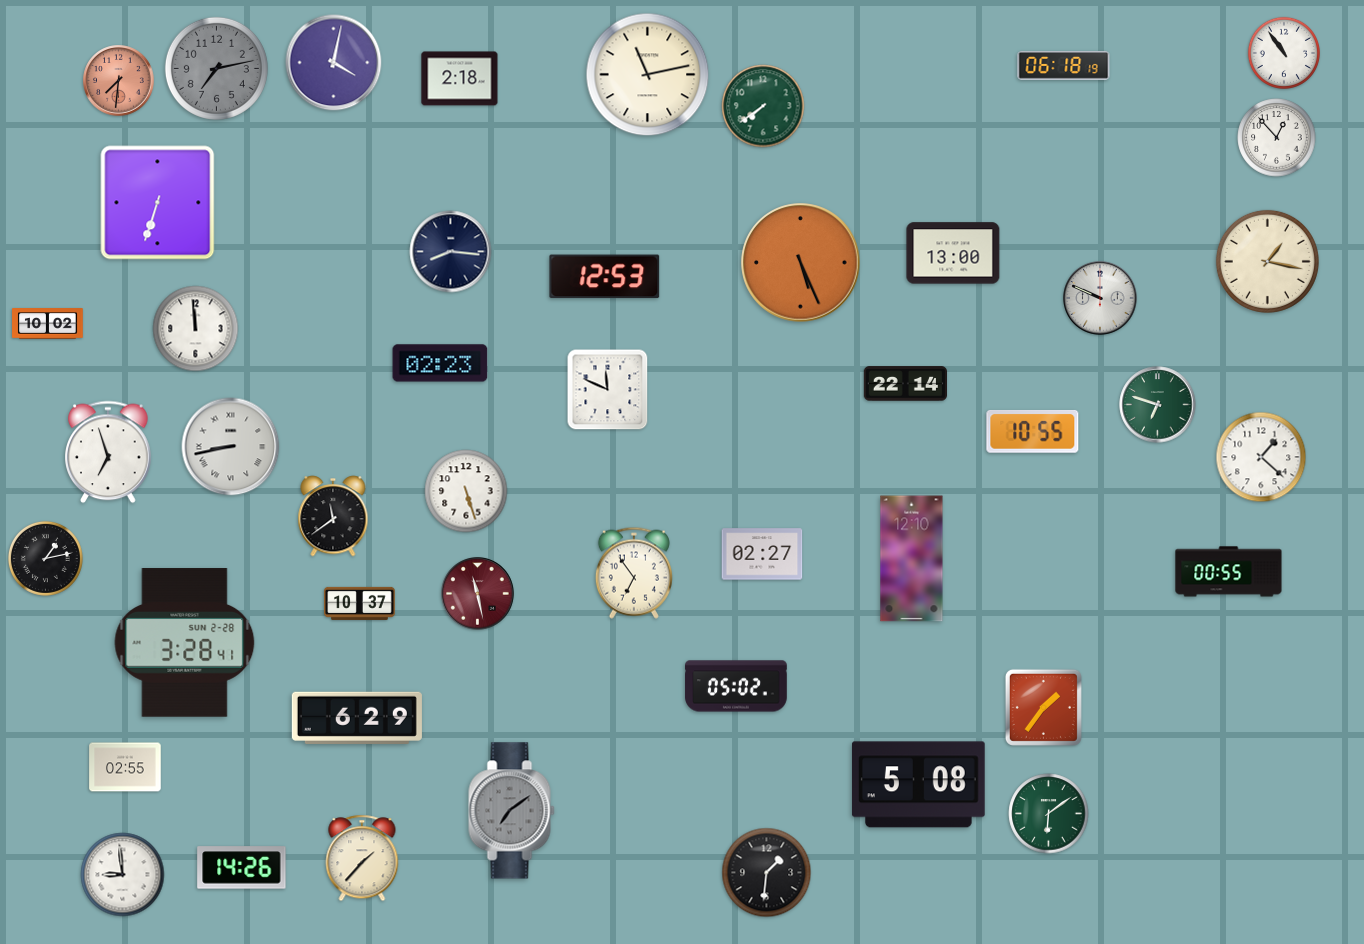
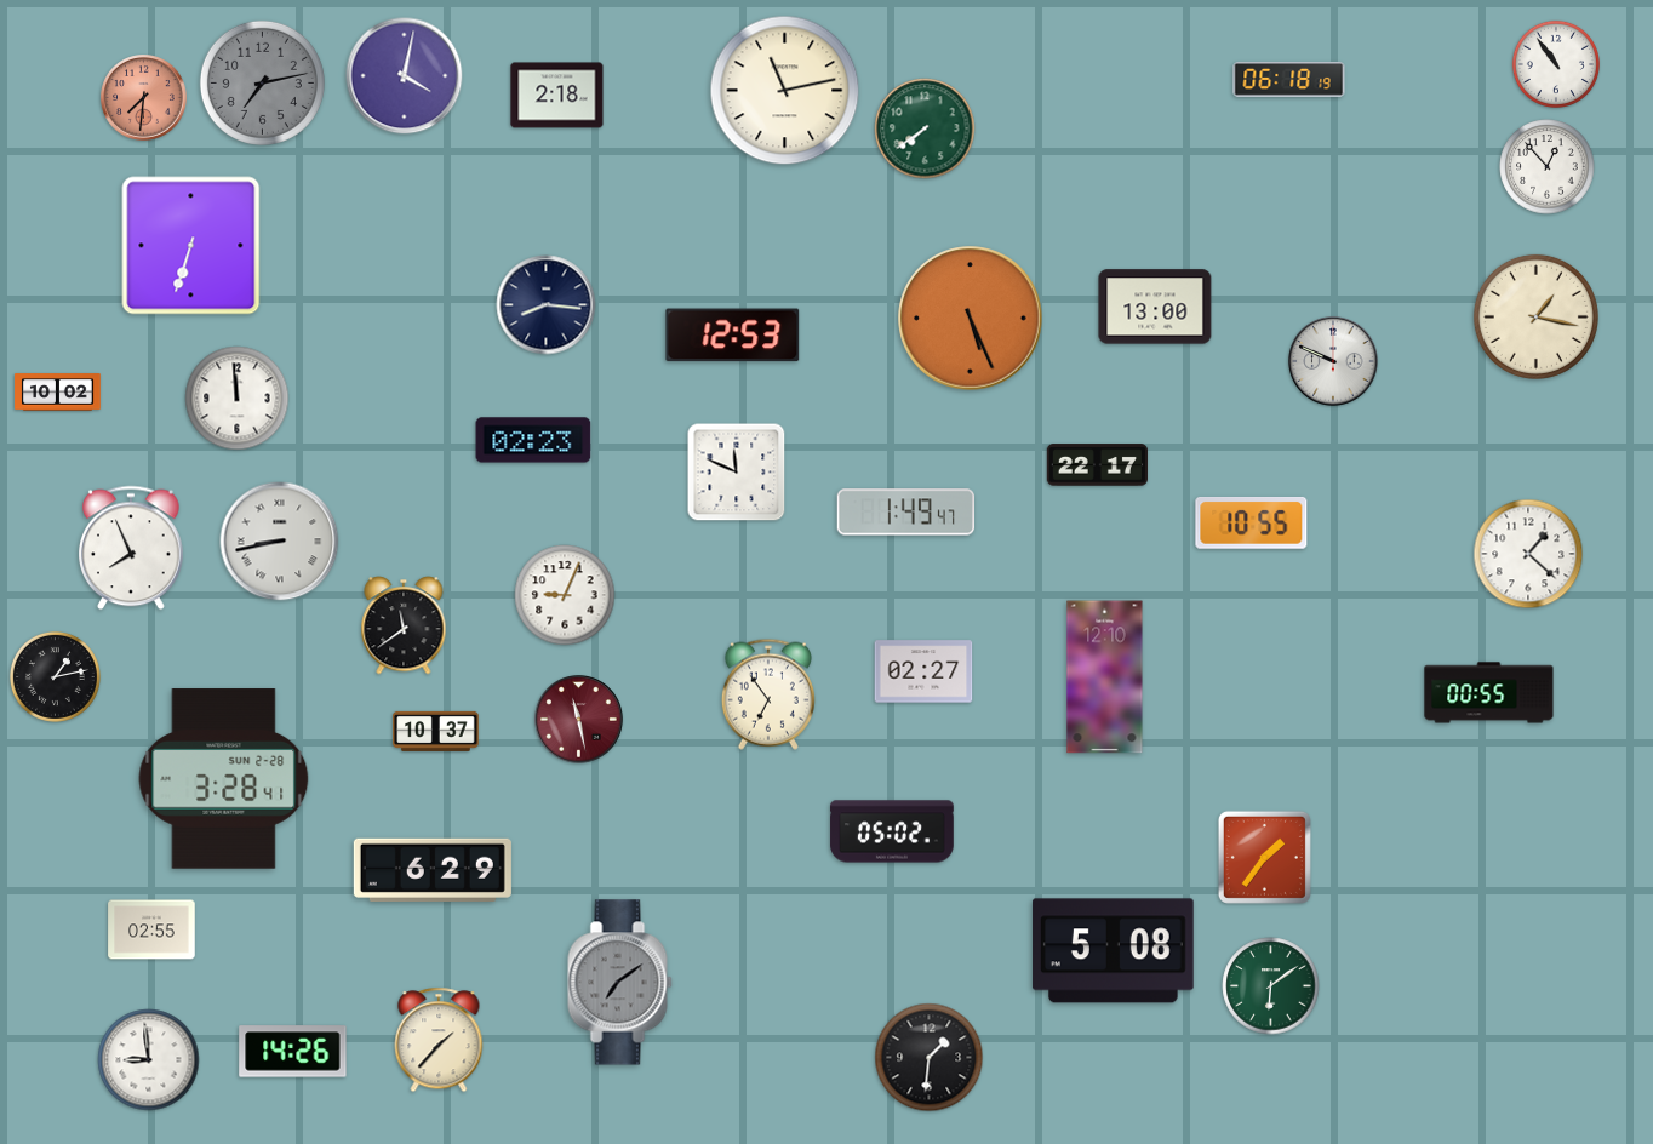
clock at (905, 384): 22:14 -> 22:17
clock at (1158, 405): 6:48 -> none
clock at (905, 513): none -> 1:49
clock at (109, 452): 6:57 -> 7:56
clock at (466, 491): 5:27 -> 9:04
